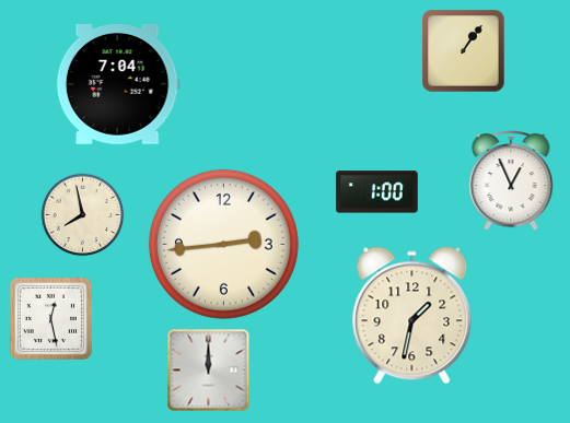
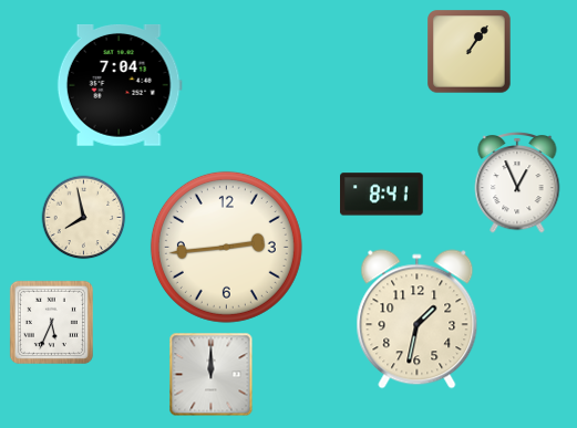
clock at (377, 192): 1:00 -> 8:41
clock at (50, 318): 12:28 -> 5:34
